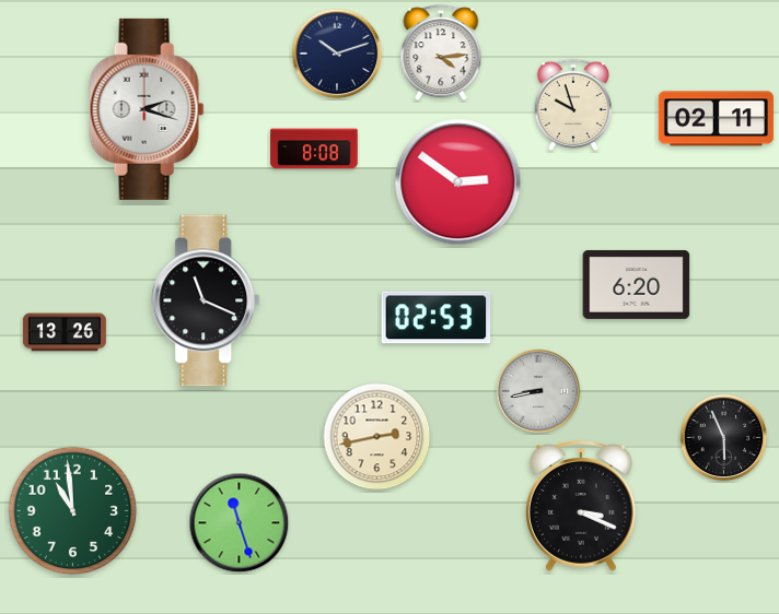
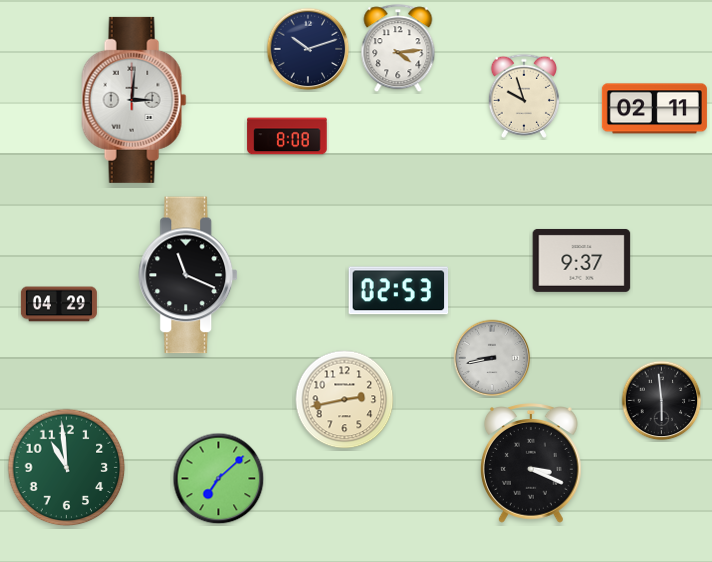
clock at (441, 54) position: (441, 54) -> (398, 49)
clock at (147, 109): 2:18 -> 3:01
clock at (458, 182): 2:51 -> none
clock at (637, 284): 6:20 -> 9:37
clock at (65, 332): 13:26 -> 04:29
clock at (724, 438): 5:56 -> 5:59
clock at (240, 523): 11:27 -> 7:08
